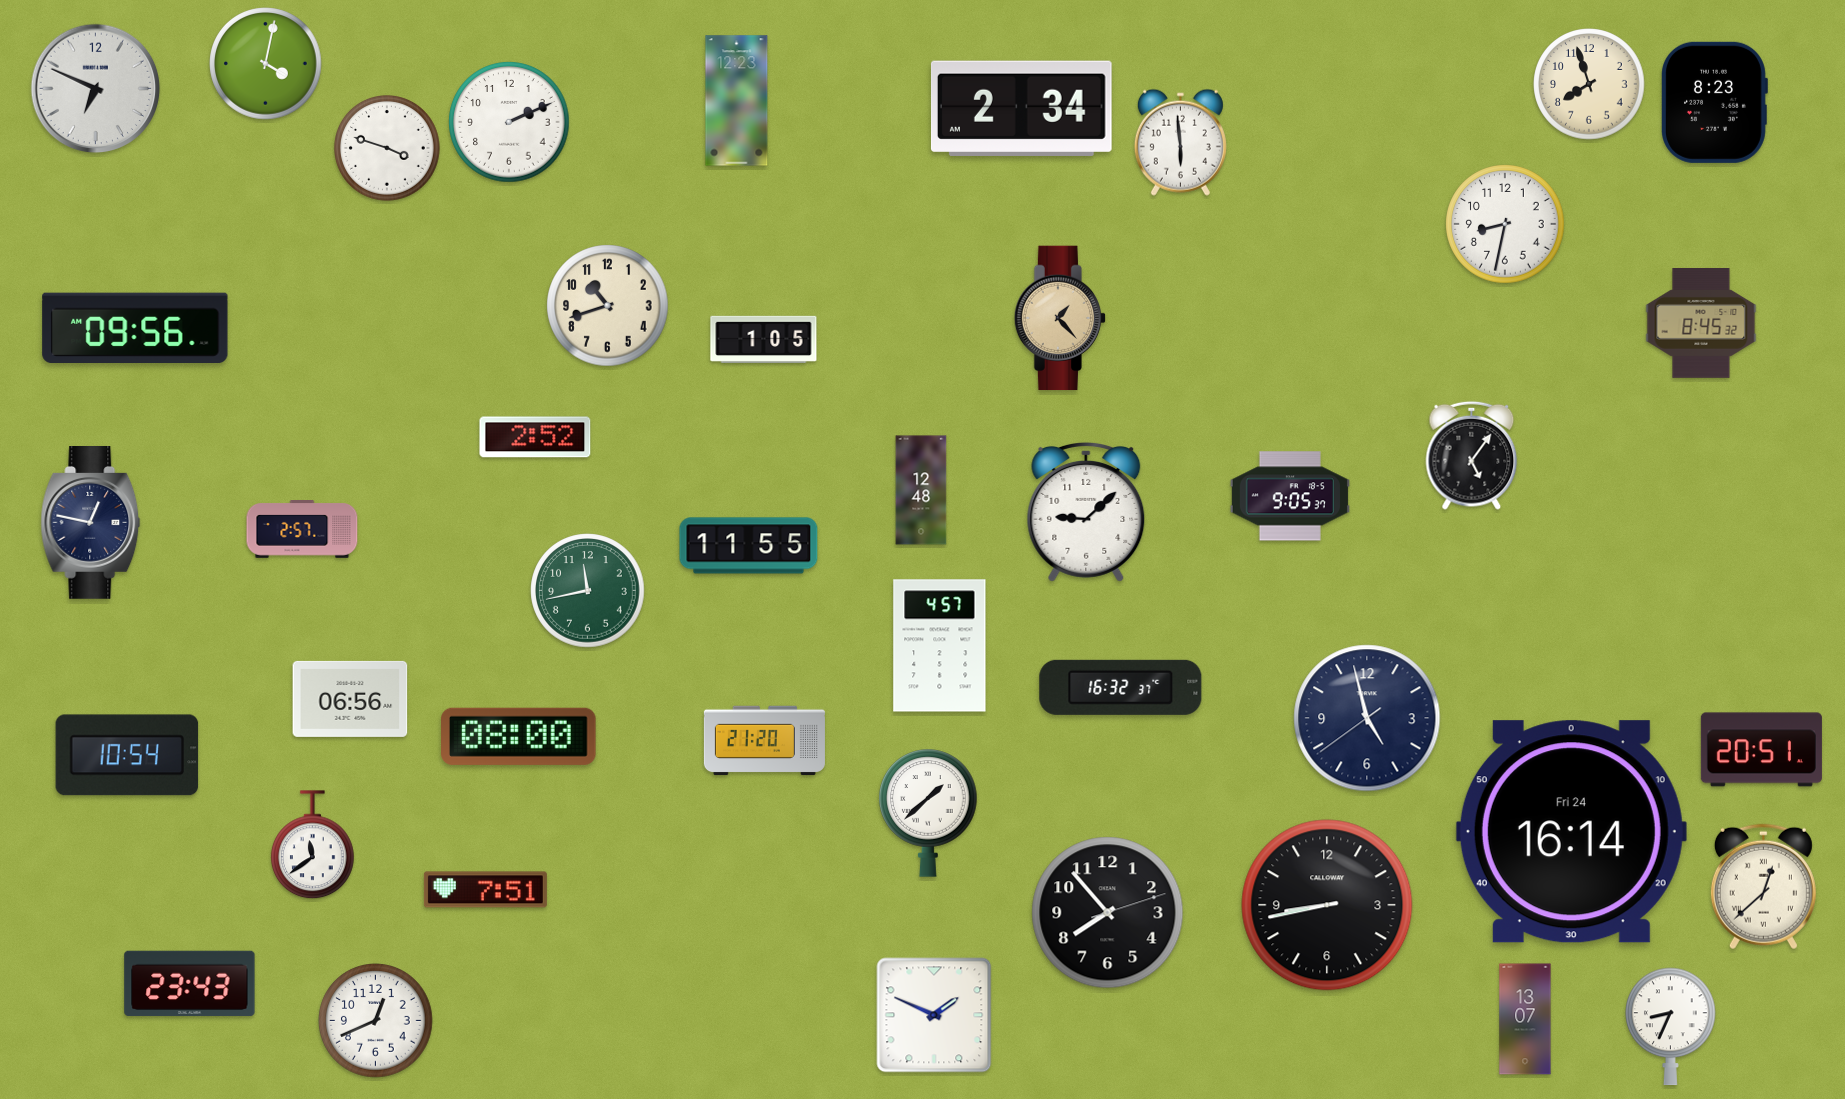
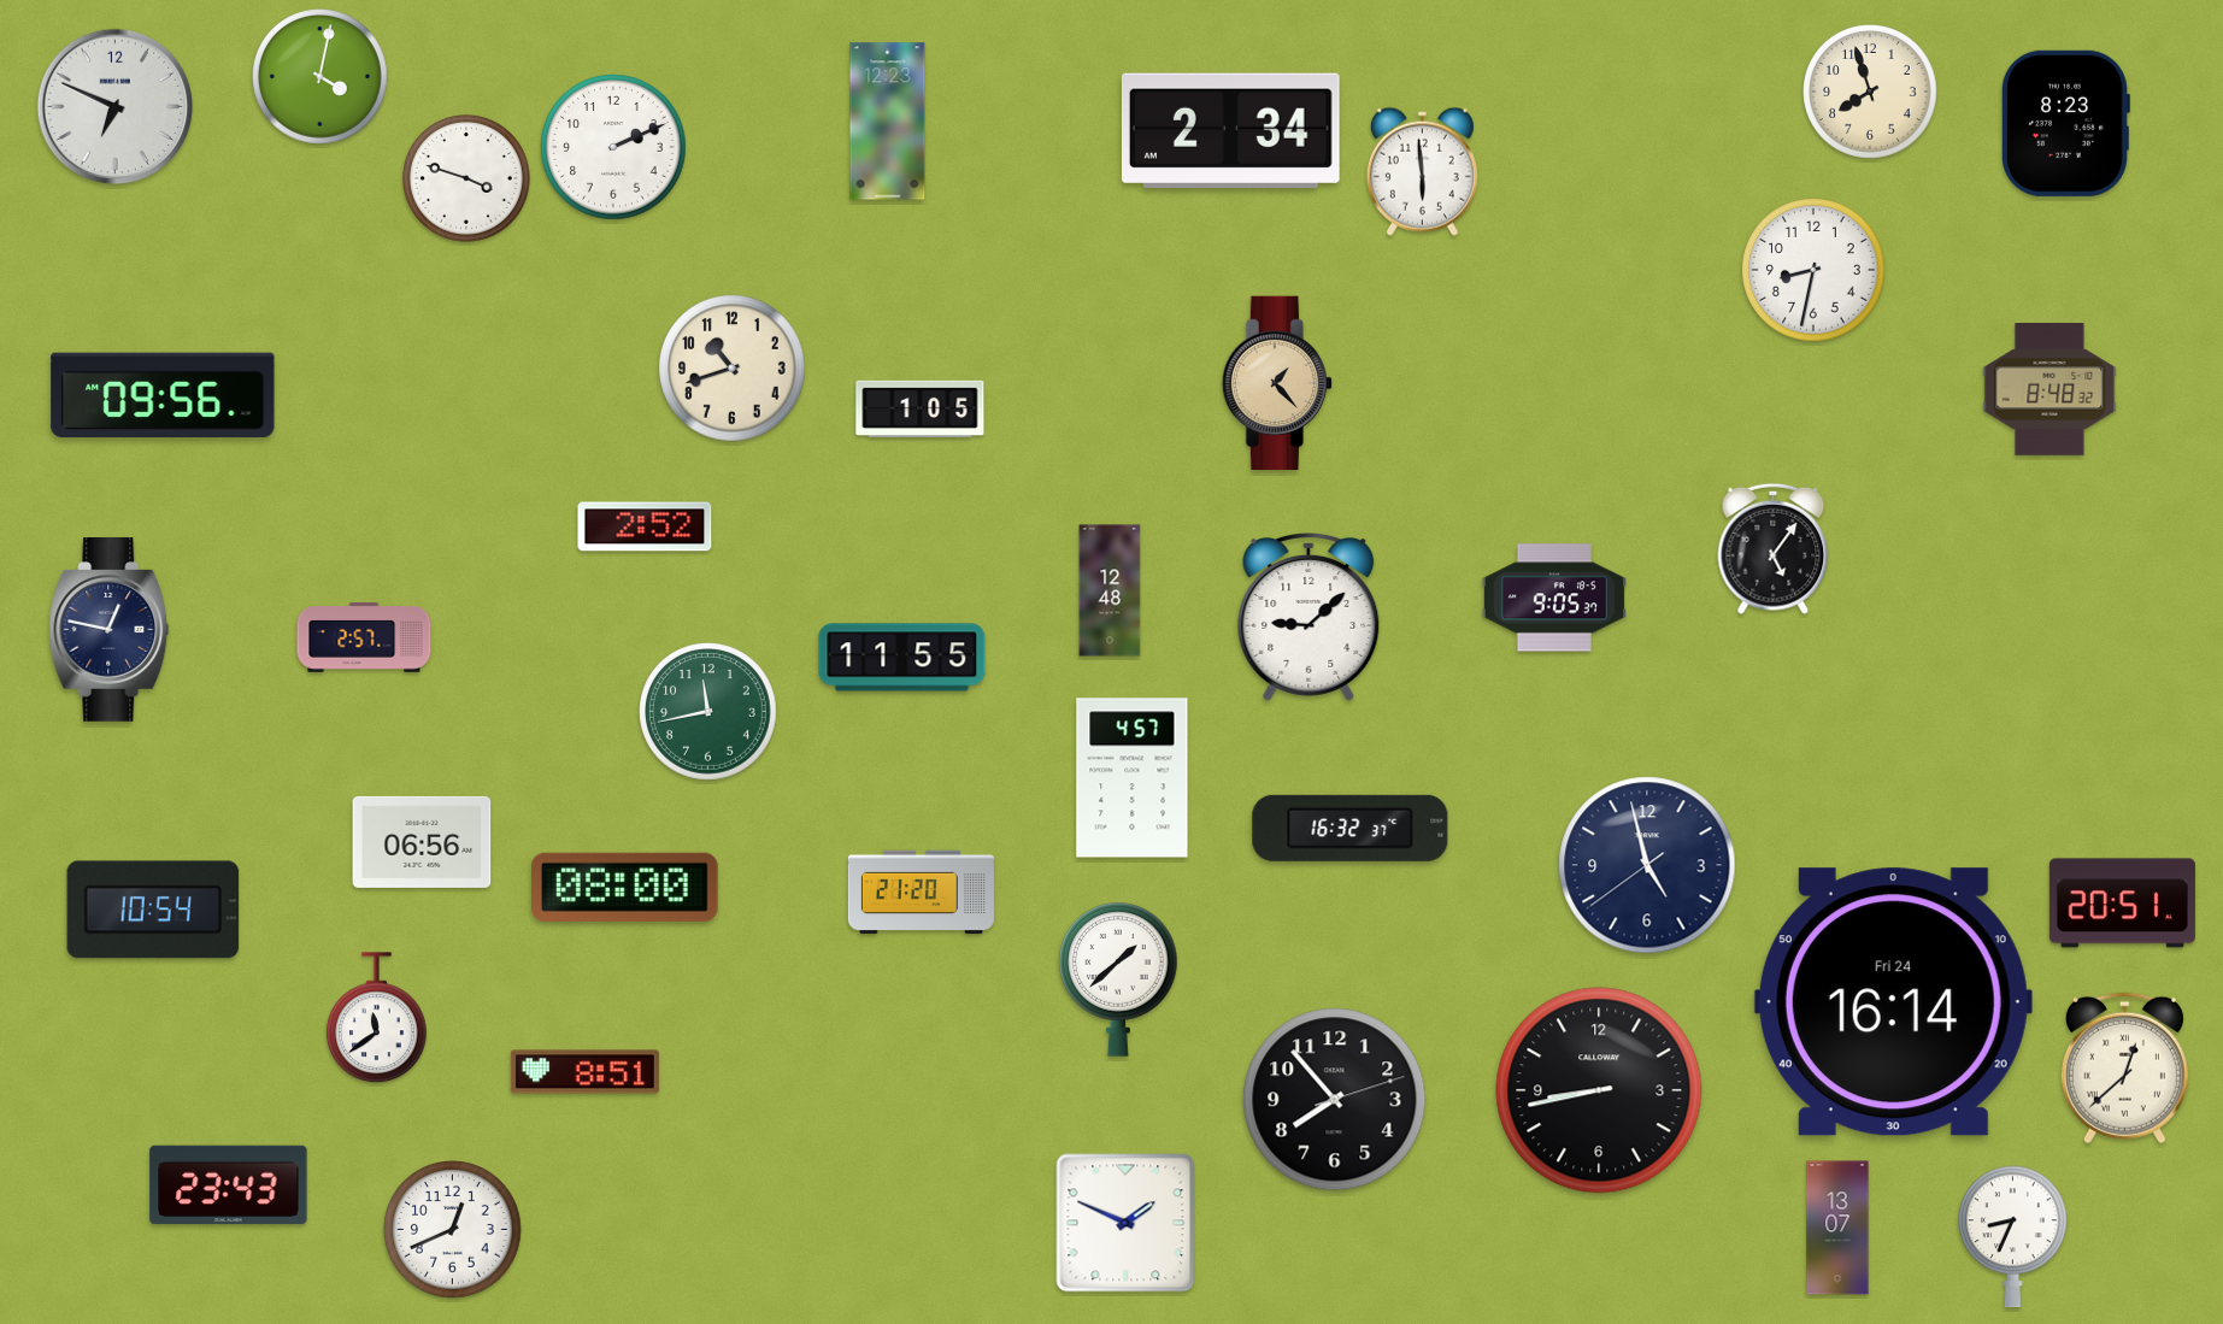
clock at (1589, 84) position: (1589, 84) -> (1870, 92)
clock at (1701, 324): 8:45 -> 8:48
clock at (485, 890): 7:51 -> 8:51
